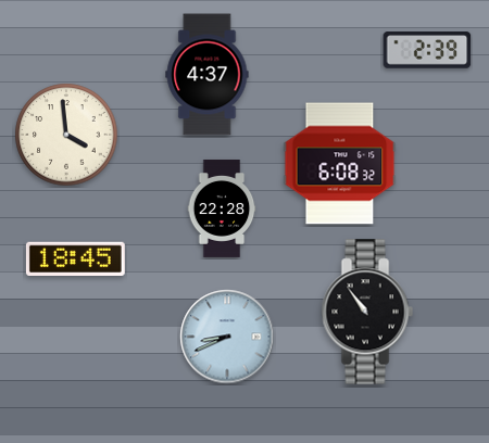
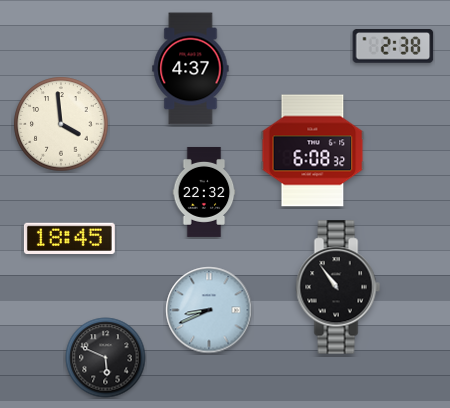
clock at (427, 50): 2:39 -> 2:38
clock at (222, 208): 22:28 -> 22:32
clock at (106, 358): none -> 5:49
